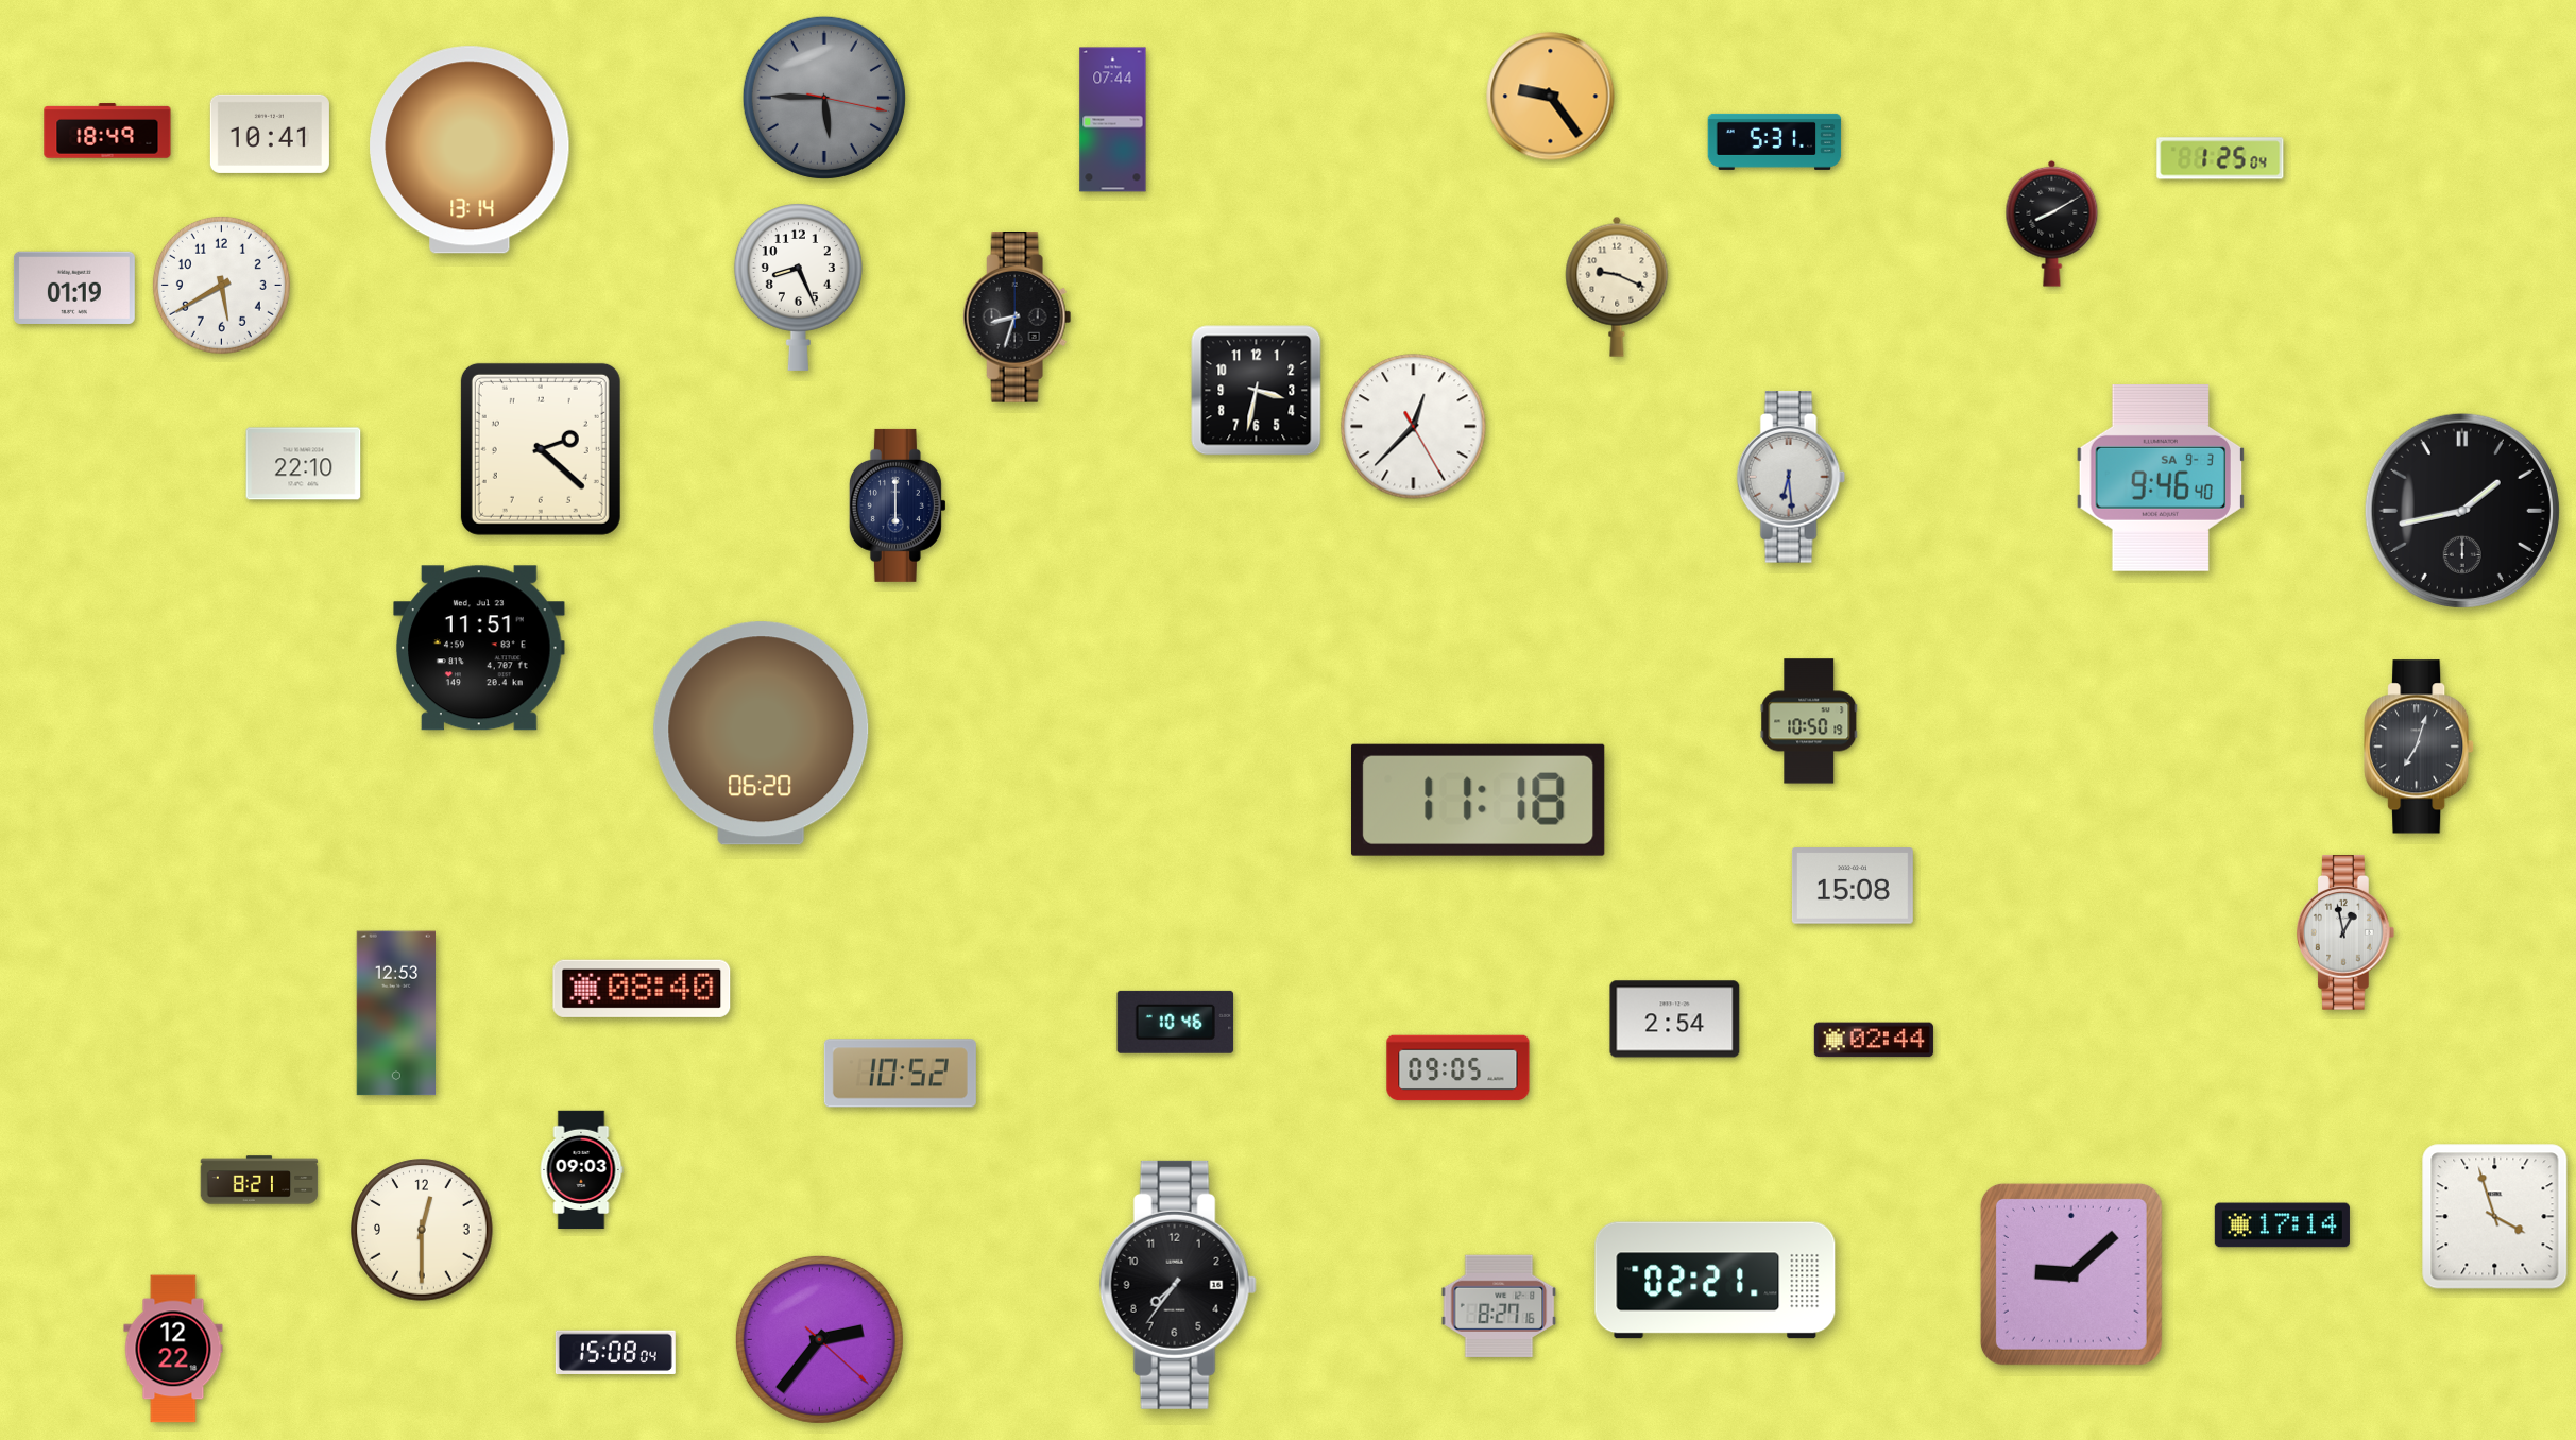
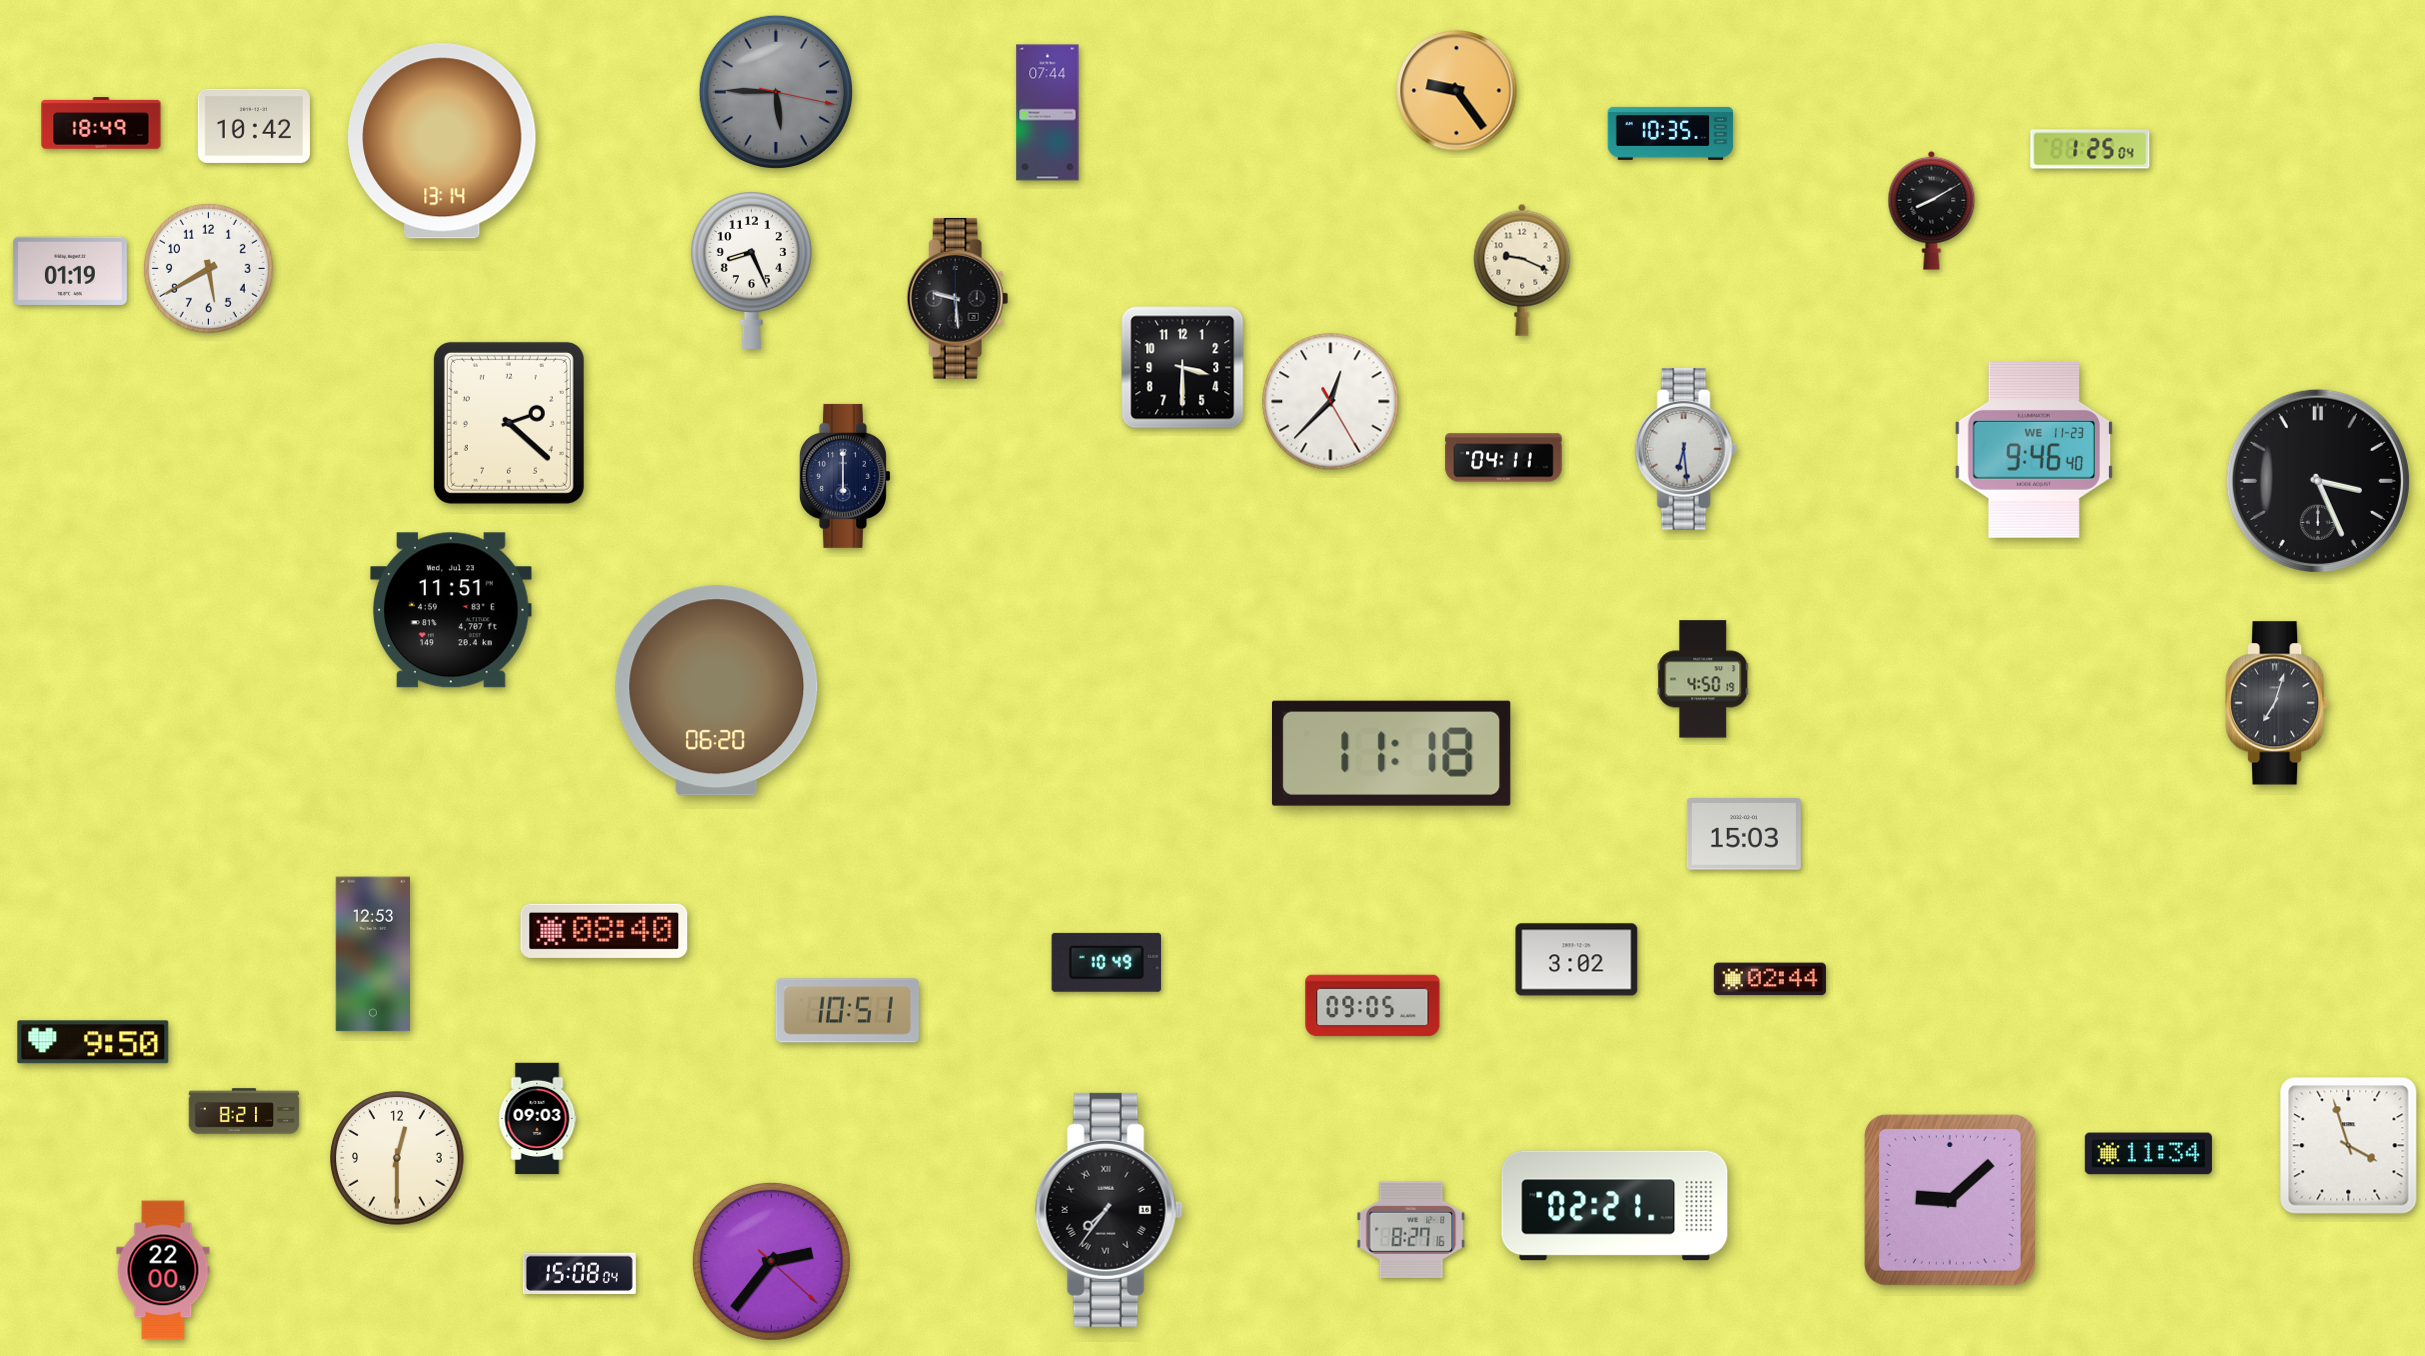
clock at (1551, 97) position: (1551, 97) -> (1457, 91)
clock at (270, 134): 10:41 -> 10:42
clock at (1775, 141): 5:31 -> 10:35
clock at (1018, 318): 8:33 -> 9:29
clock at (1257, 391): 3:32 -> 3:30
clock at (304, 464): 22:10 -> none
clock at (2160, 478) date: SA 9-3 -> WE 11-23
clock at (1504, 458): none -> 04:11
clock at (2462, 511): 1:43 -> 3:26
clock at (1809, 721): 10:50 -> 4:50
clock at (1853, 886): 15:08 -> 15:03
clock at (2345, 932): 12:58 -> none
clock at (1675, 1019): 2:54 -> 3:02
clock at (1176, 1022): 10:46 -> 10:49
clock at (1874, 1040) position: (1874, 1040) -> (1770, 979)
clock at (900, 1074): 10:52 -> 10:51
clock at (93, 1042): none -> 9:50
clock at (581, 1170) position: (581, 1170) -> (537, 1119)
clock at (2282, 1225): 17:14 -> 11:34
clock at (1178, 1285) numerals: Arabic -> Roman
clock at (173, 1349): 12:22 -> 22:00
